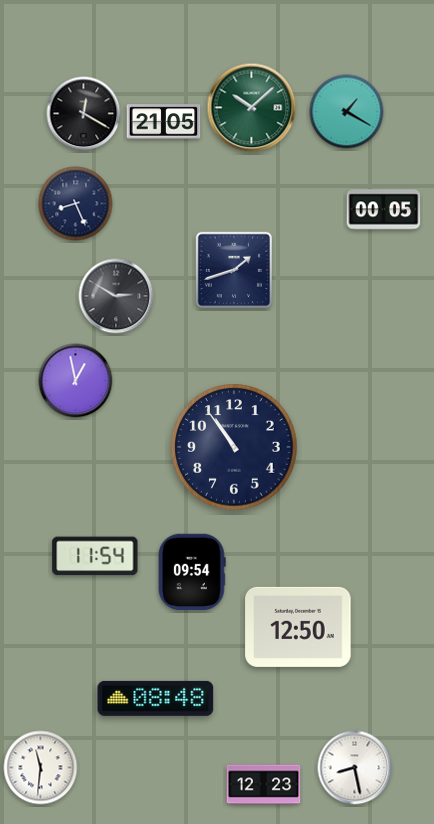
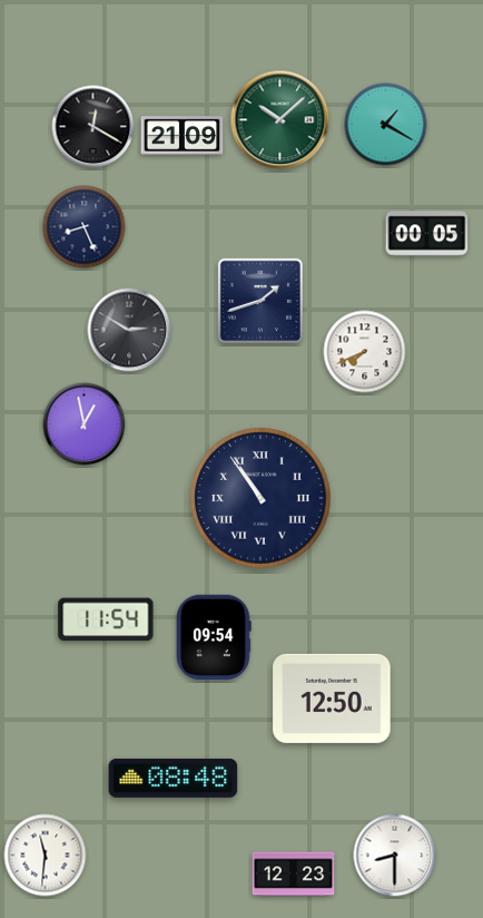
clock at (164, 122): 21:05 -> 21:09
clock at (365, 352): none -> 7:41
clock at (234, 447) numerals: Arabic -> Roman
clock at (355, 768): 8:28 -> 8:30
